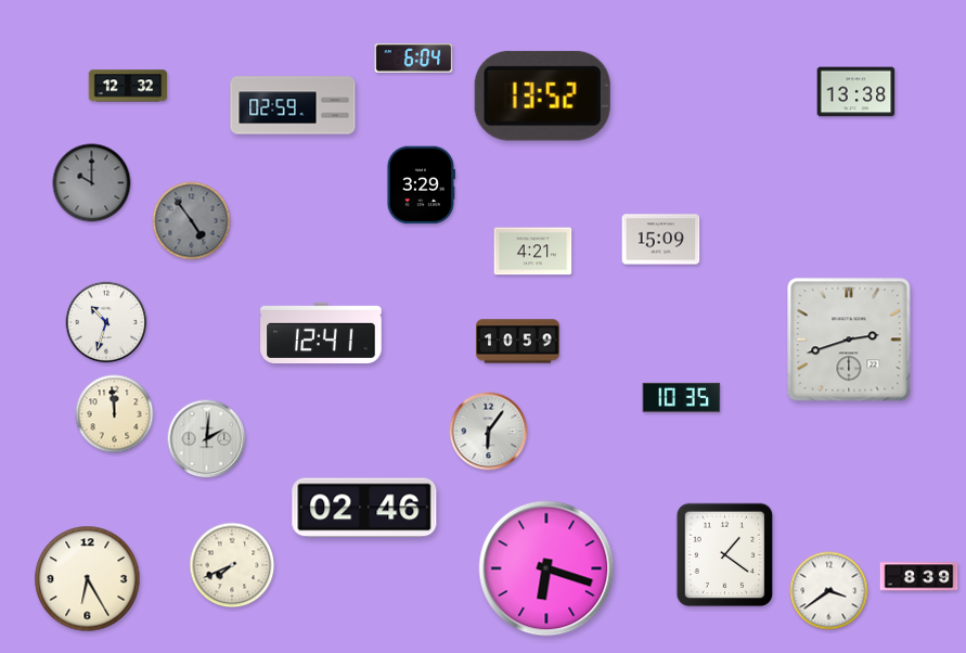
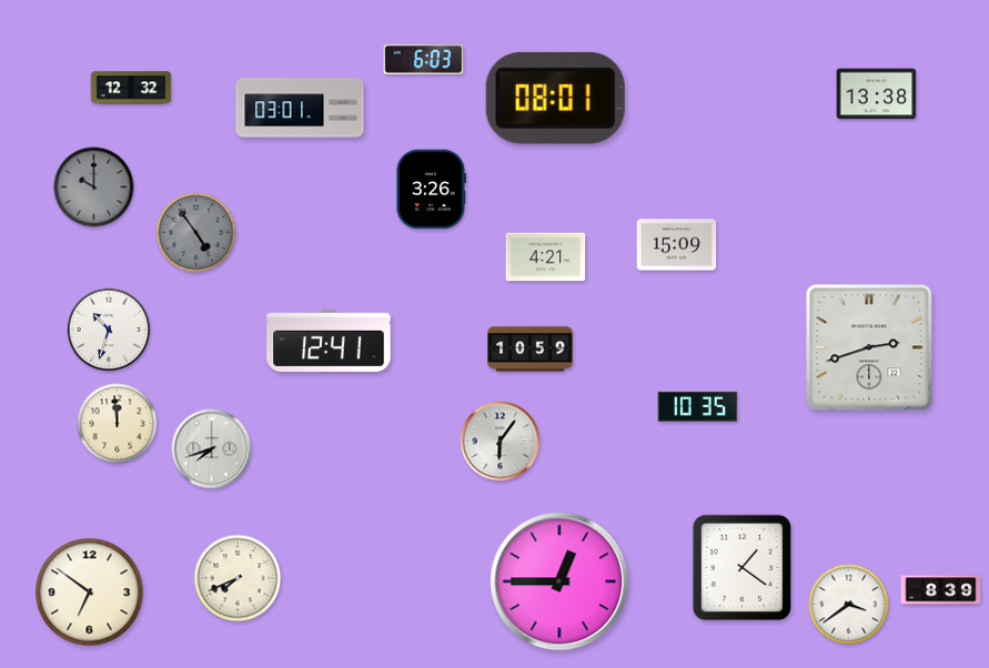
clock at (414, 59): 6:04 -> 6:03
clock at (542, 95): 13:52 -> 08:01
clock at (293, 105): 02:59 -> 03:01
clock at (421, 185): 3:29 -> 3:26
clock at (192, 221) position: (192, 221) -> (196, 233)
clock at (207, 439): 2:01 -> 7:42
clock at (364, 508): 02:46 -> none
clock at (546, 568): 6:18 -> 12:45
clock at (88, 579): 6:25 -> 6:51
